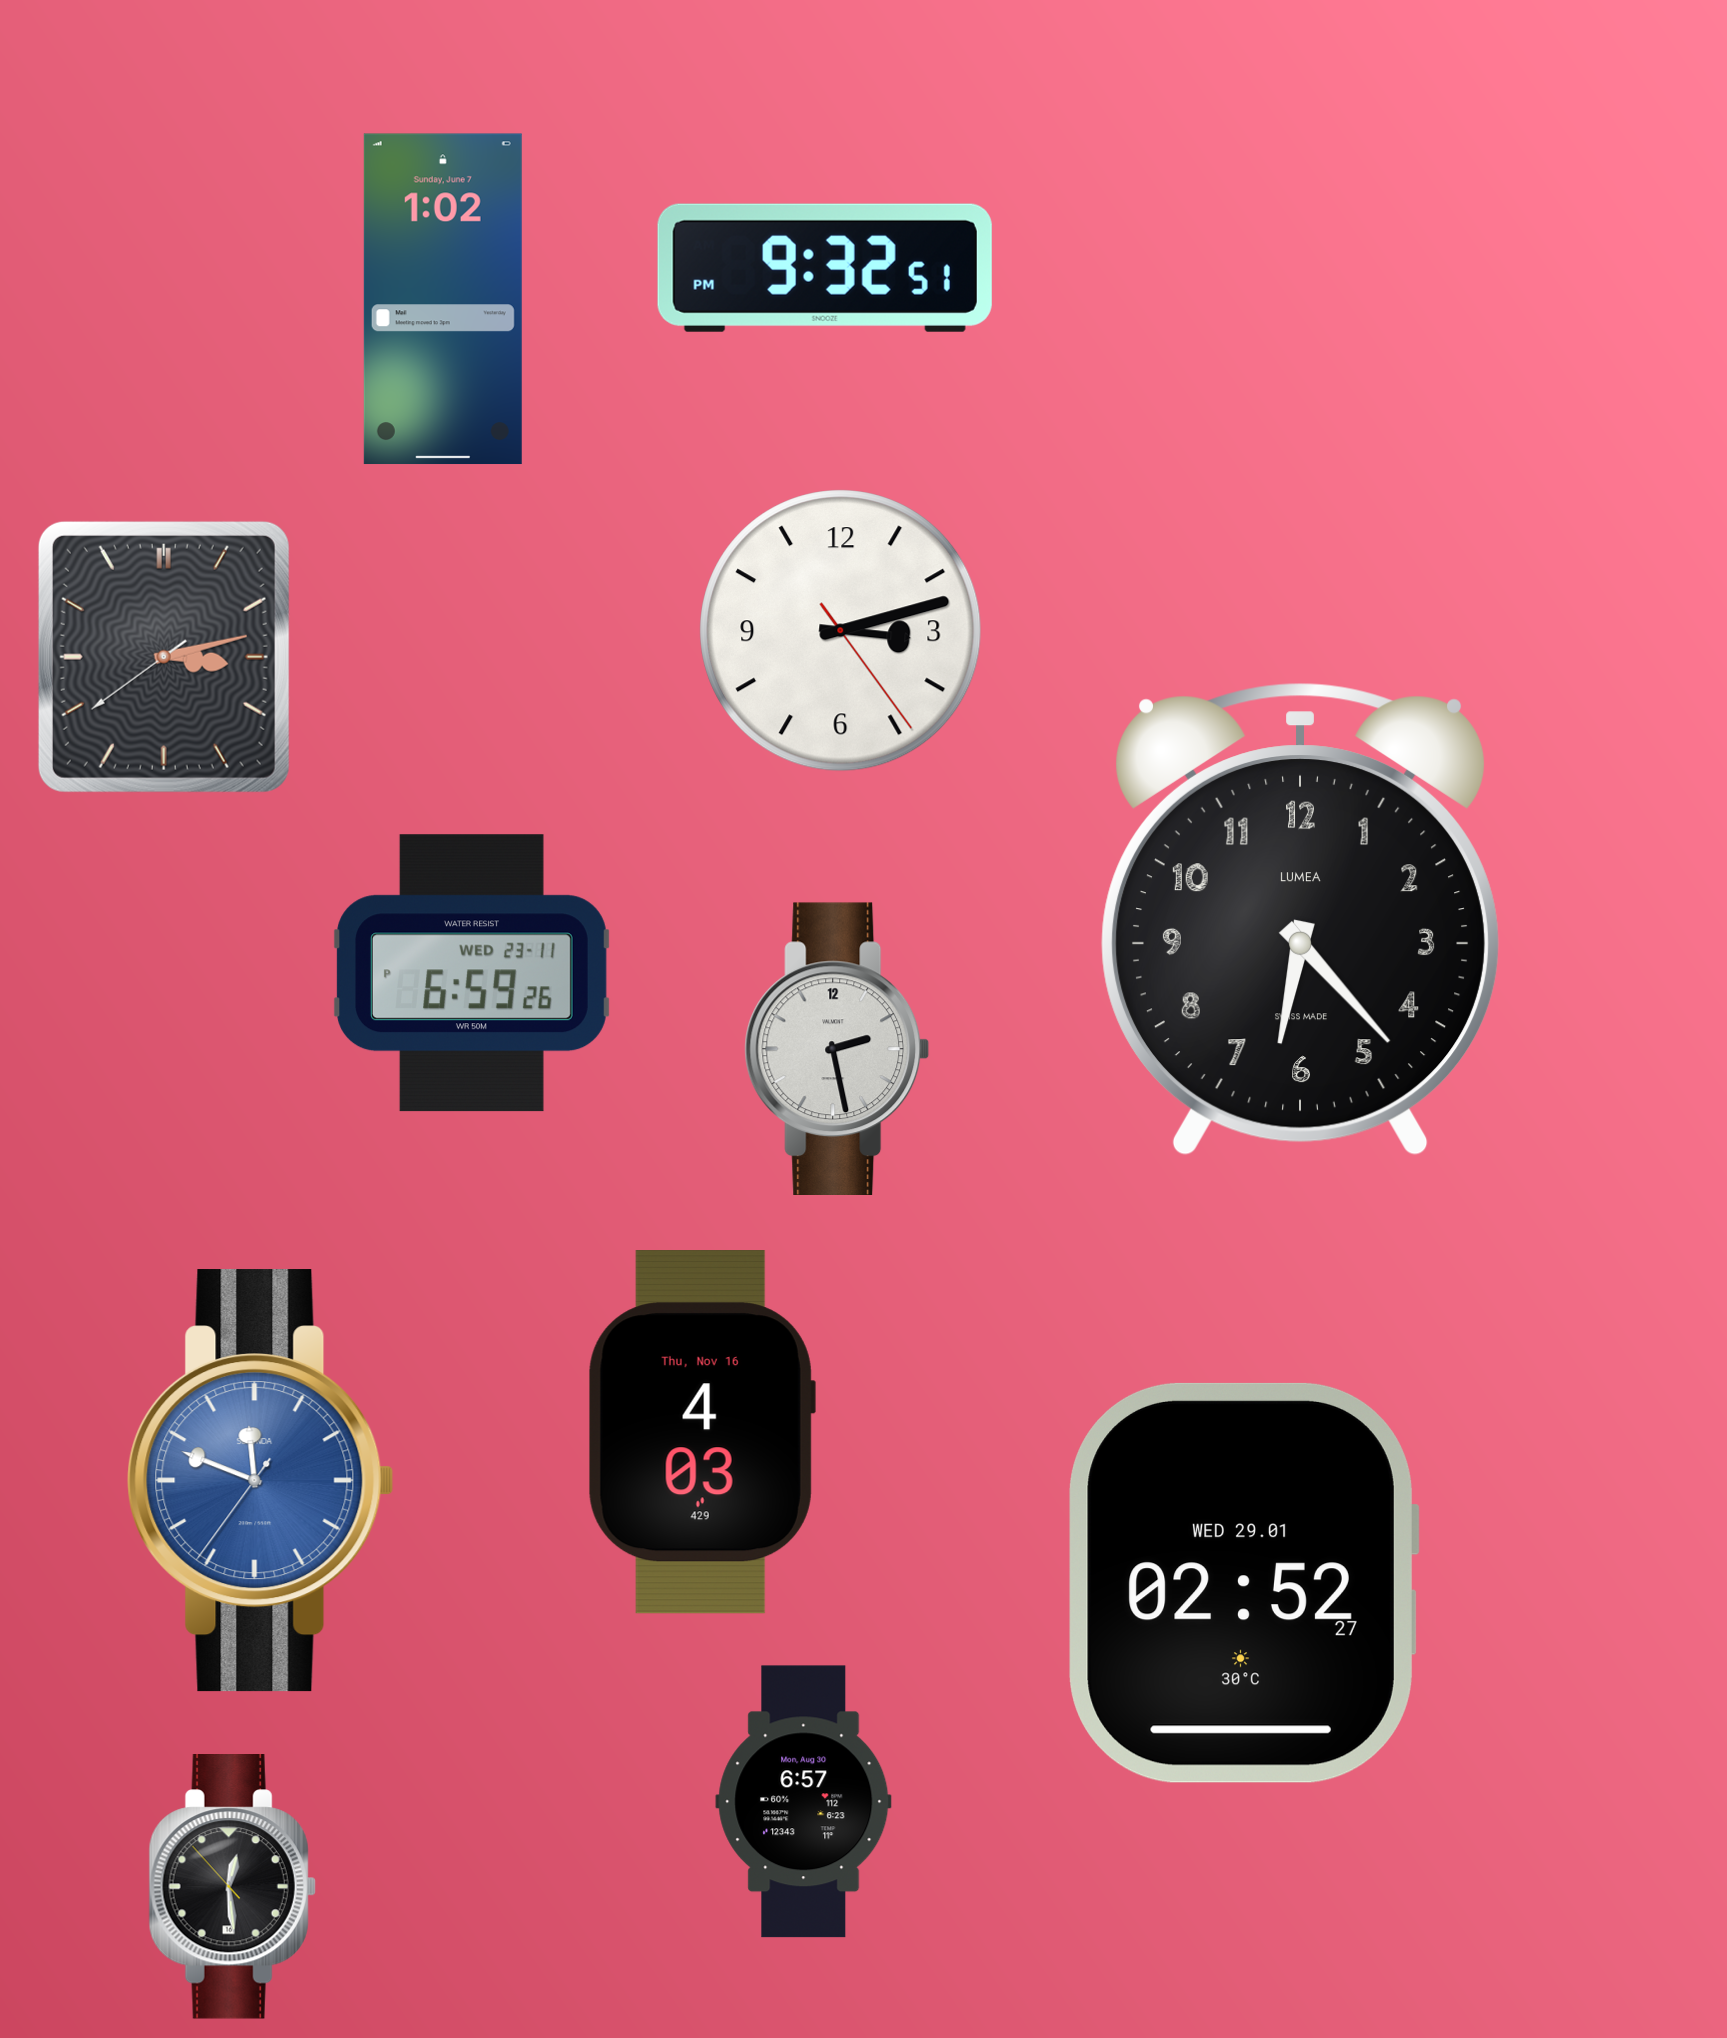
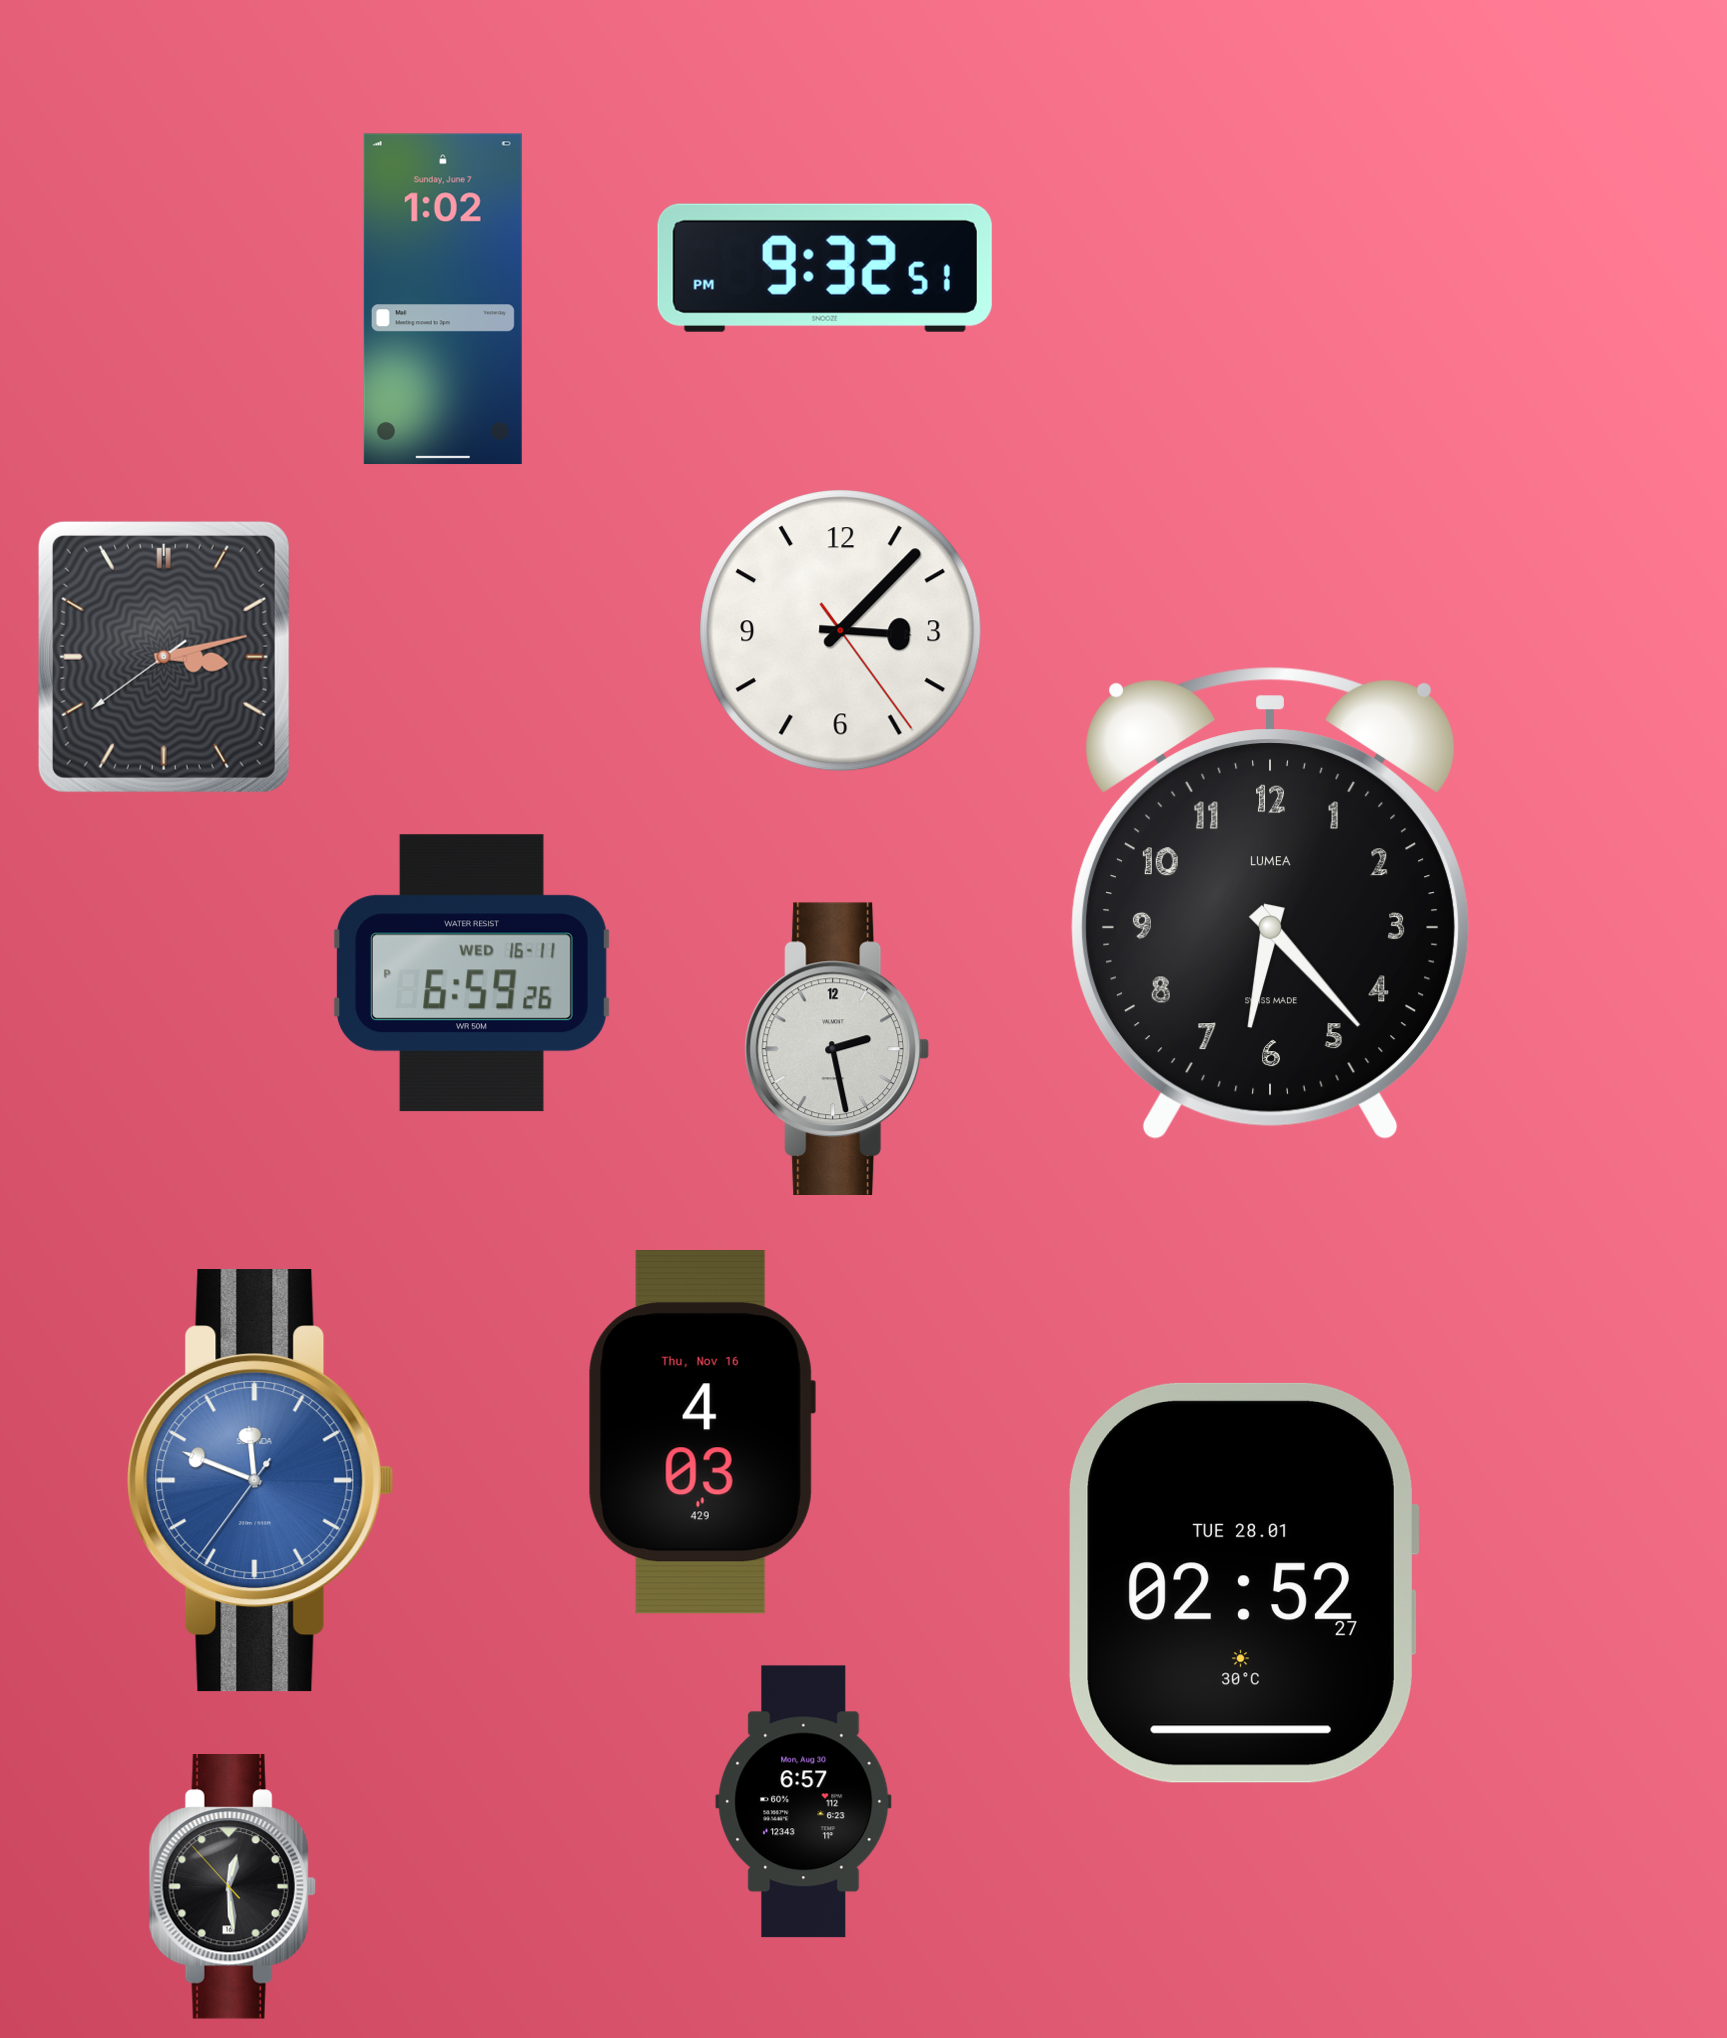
clock at (841, 631): 3:12 -> 3:07
clock at (1300, 920) position: (1300, 920) -> (1270, 904)
clock at (472, 973) date: WED 23-11 -> WED 16-11
clock at (1244, 1583) date: WED 29.01 -> TUE 28.01
